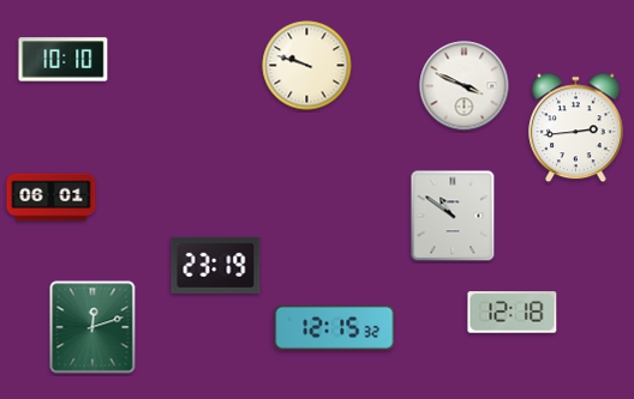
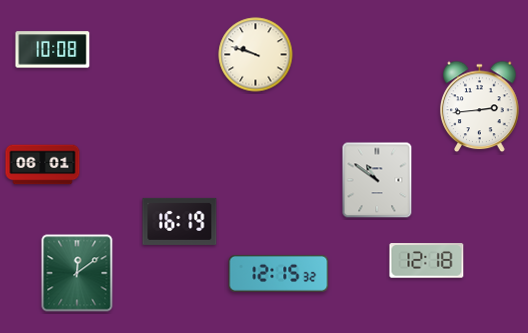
clock at (64, 60): 10:10 -> 10:08
clock at (465, 86): 3:49 -> none
clock at (216, 265): 23:19 -> 16:19
clock at (92, 327): 12:12 -> 12:09
